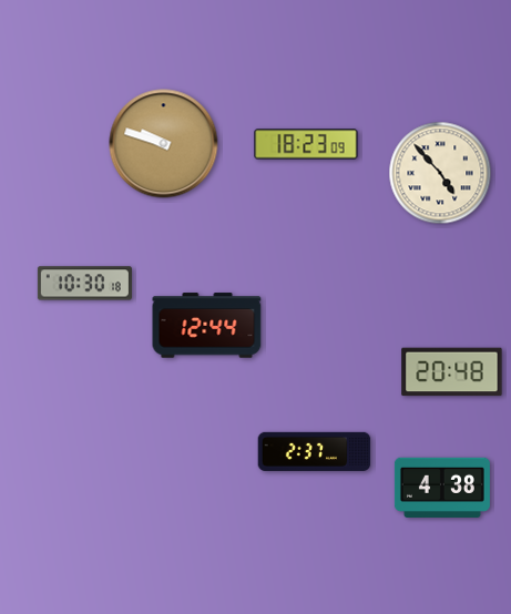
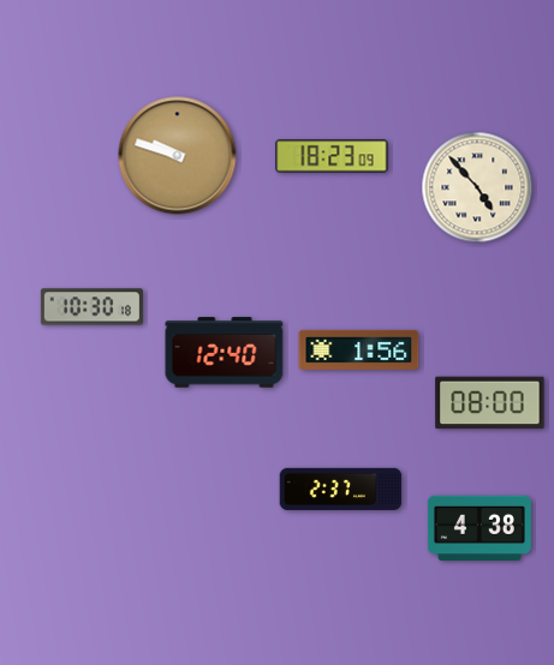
clock at (359, 349): none -> 1:56
clock at (207, 326): 12:44 -> 12:40
clock at (452, 372): 20:48 -> 08:00
